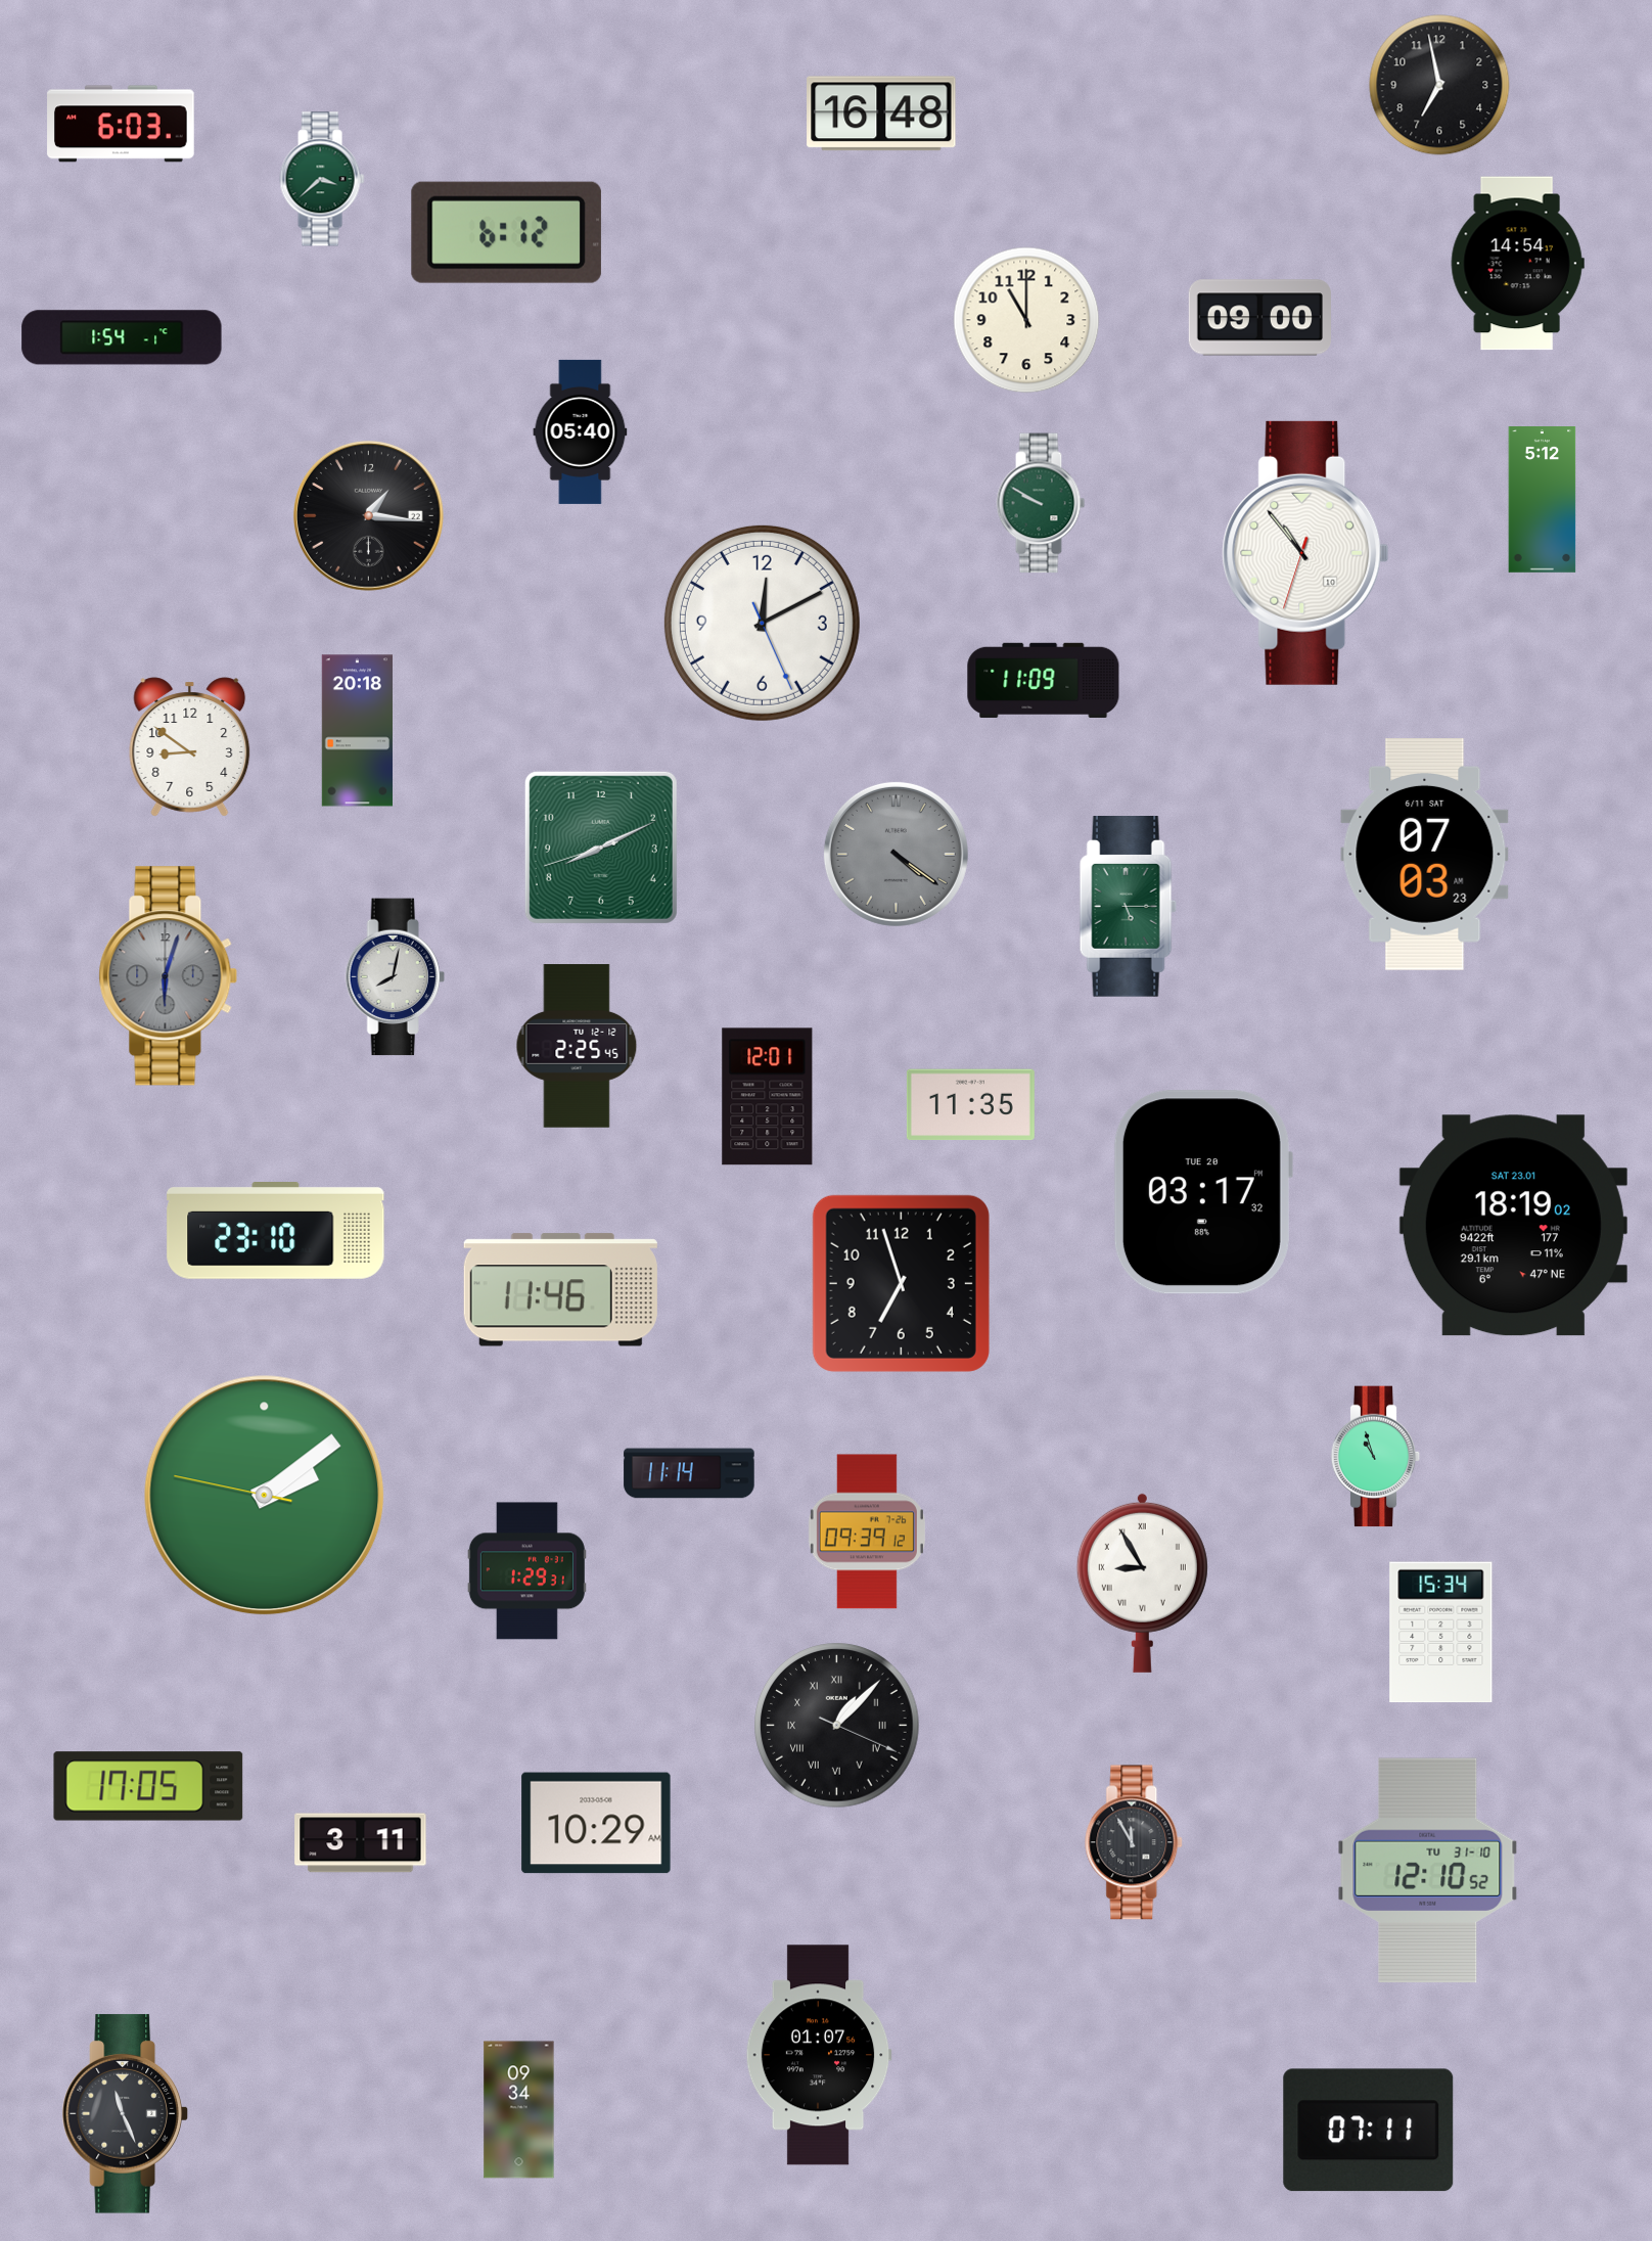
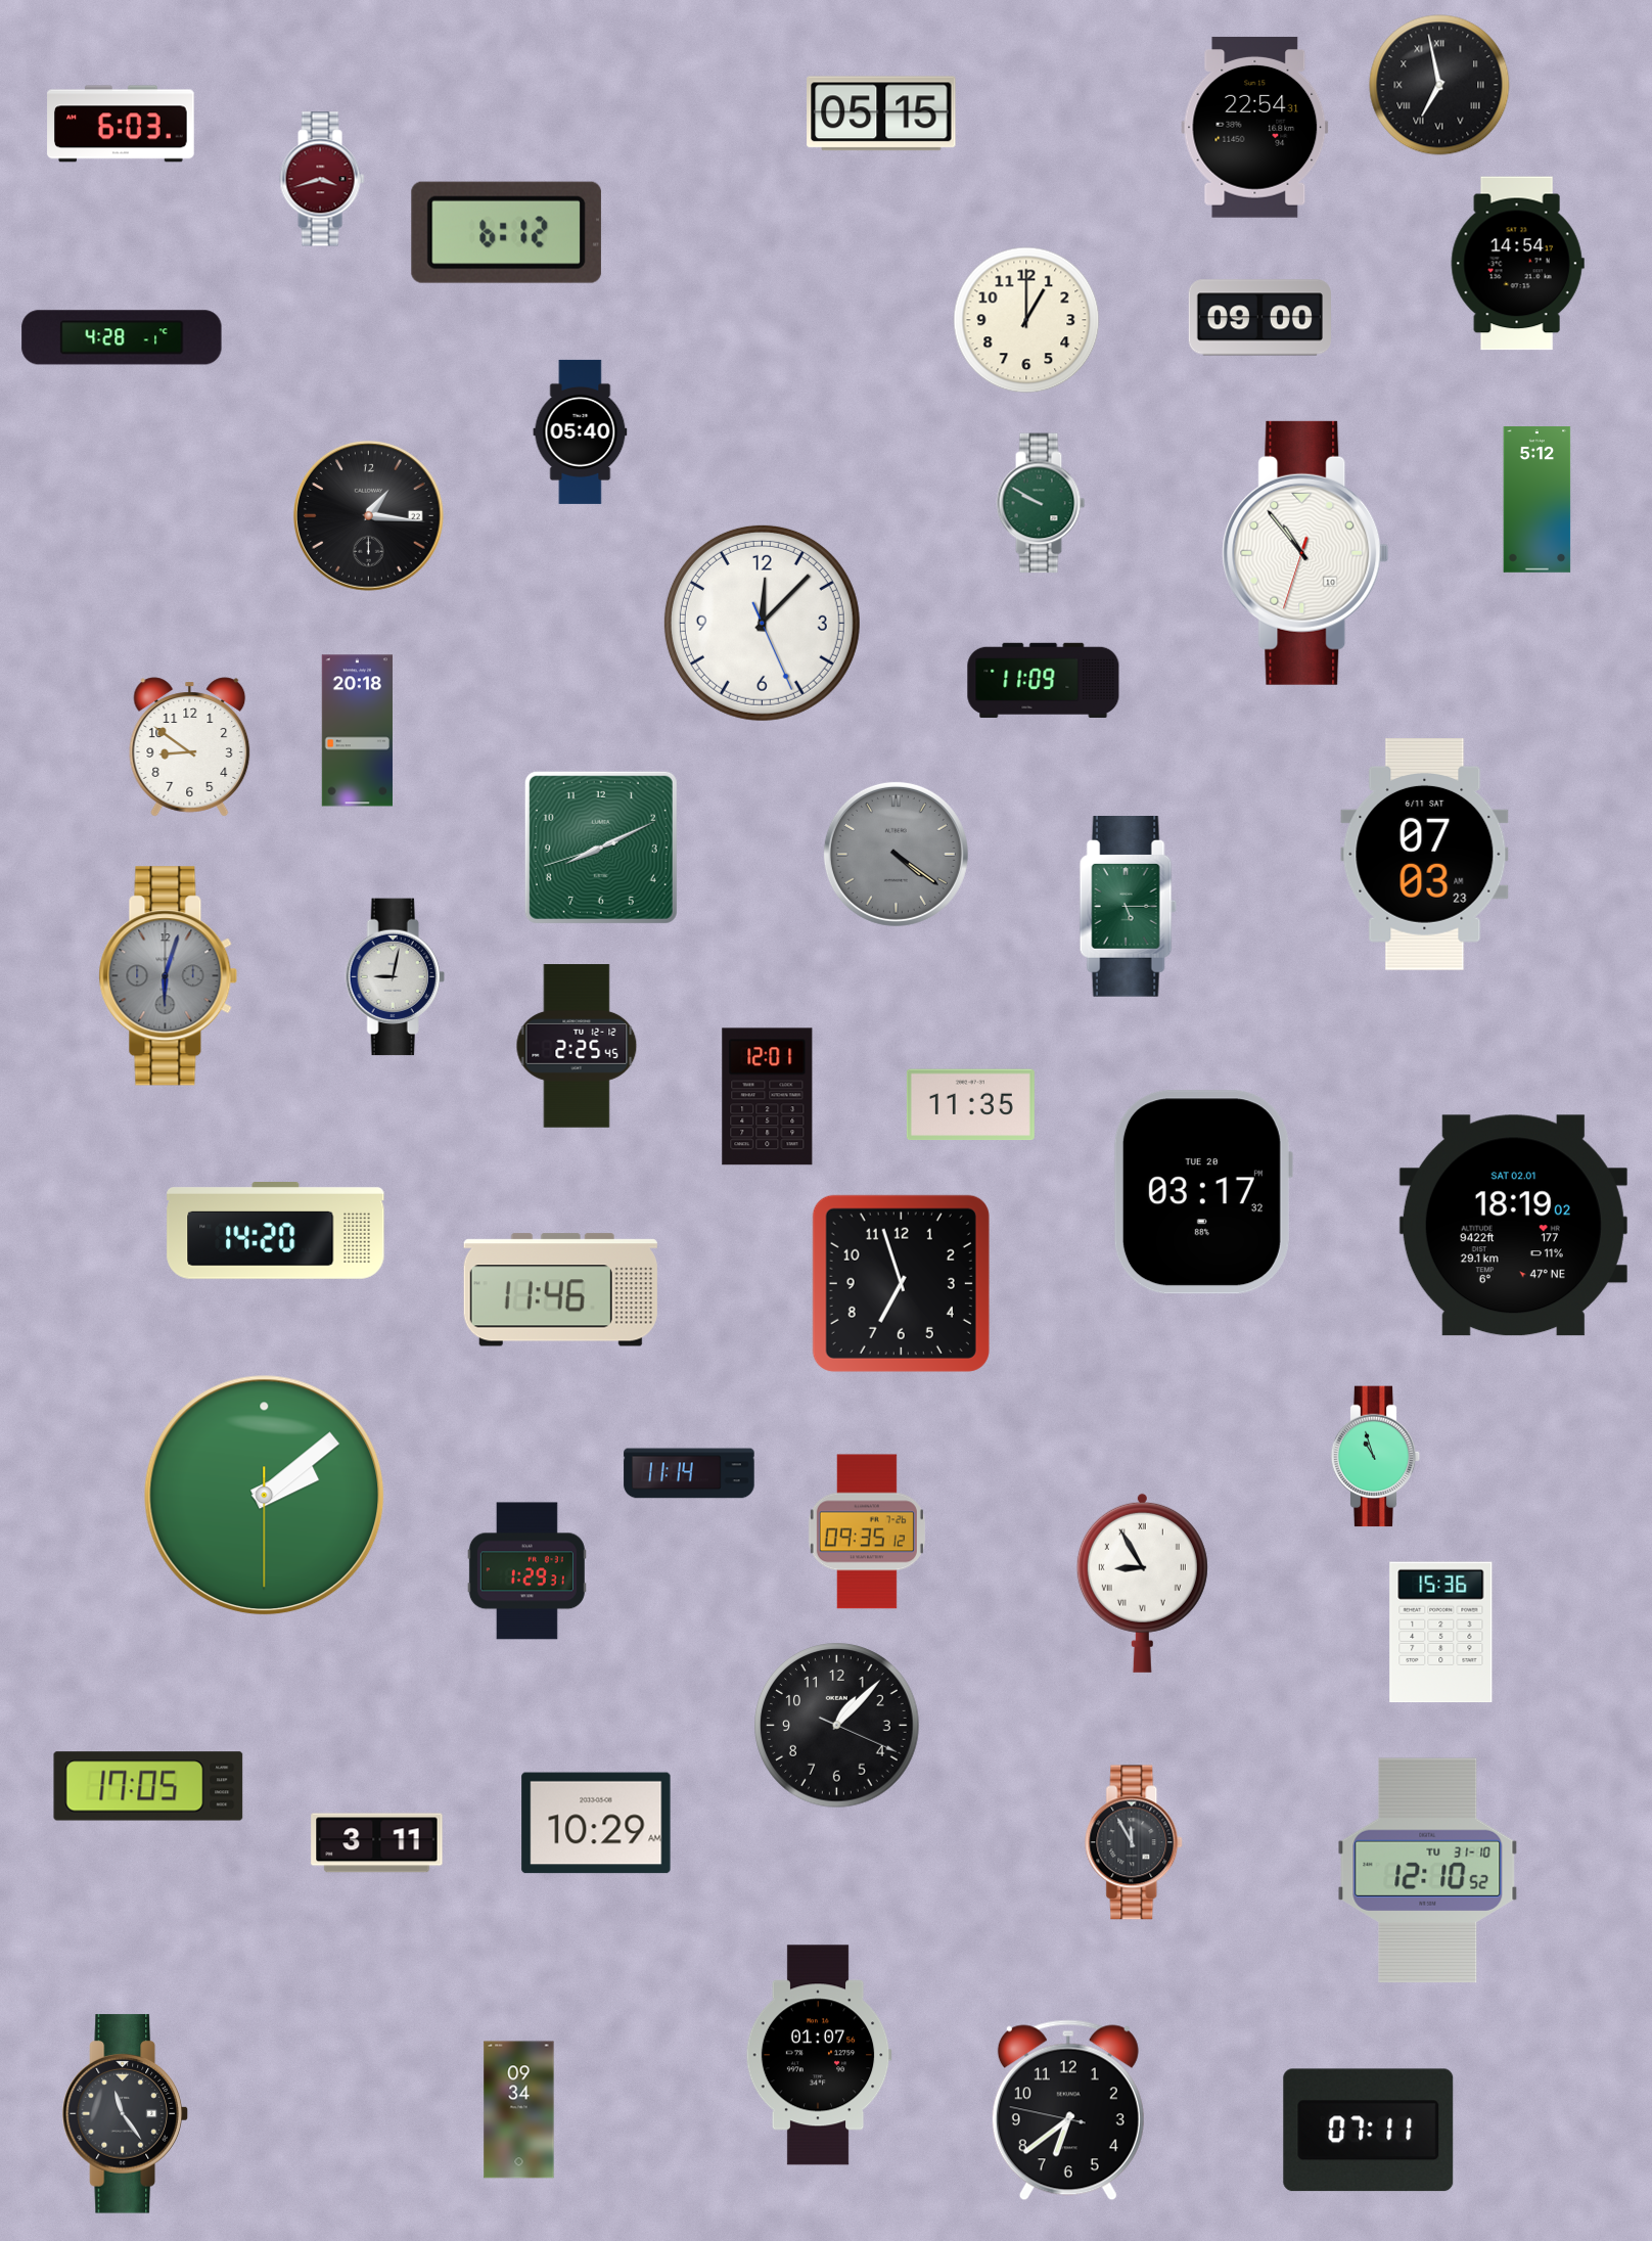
clock at (1439, 85) numerals: Arabic -> Roman
clock at (881, 113): 16:48 -> 05:15
clock at (1255, 127): none -> 22:54
clock at (322, 179): 3:38 -> 3:42
clock at (322, 179) dial: green -> burgundy
clock at (1026, 320): 11:00 -> 1:00
clock at (122, 337): 1:54 -> 4:28
clock at (1543, 500) position: (1543, 500) -> (1538, 500)
clock at (762, 623): 12:10 -> 12:07
clock at (395, 977): 8:02 -> 9:02
clock at (1513, 1226) date: SAT 23.01 -> SAT 02.01
clock at (276, 1231): 23:10 -> 14:20
clock at (265, 1496): 2:08:47 -> 2:08:30
clock at (867, 1531): 09:39 -> 09:35
clock at (1441, 1633): 15:34 -> 15:36
clock at (837, 1726) numerals: Roman -> Arabic
clock at (361, 1843) position: (361, 1843) -> (377, 1843)
clock at (1068, 2110): none -> 6:38
clock at (125, 2114): 11:26 -> 11:24
